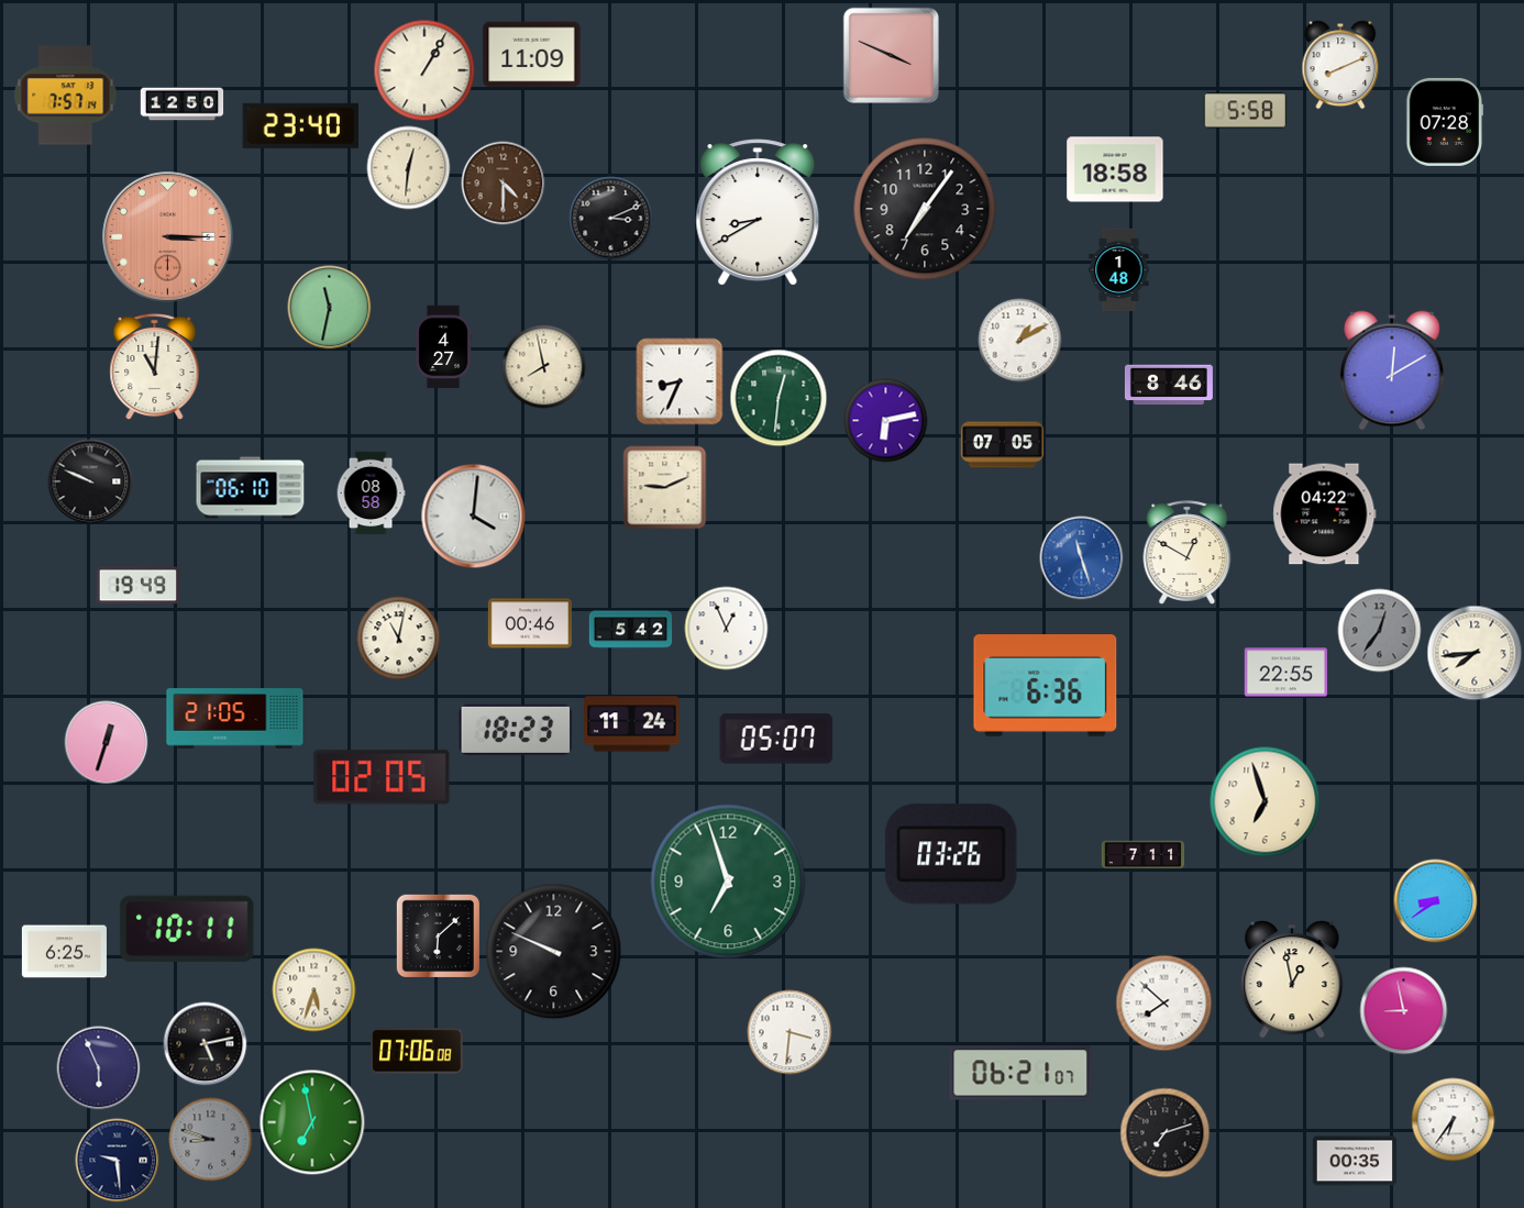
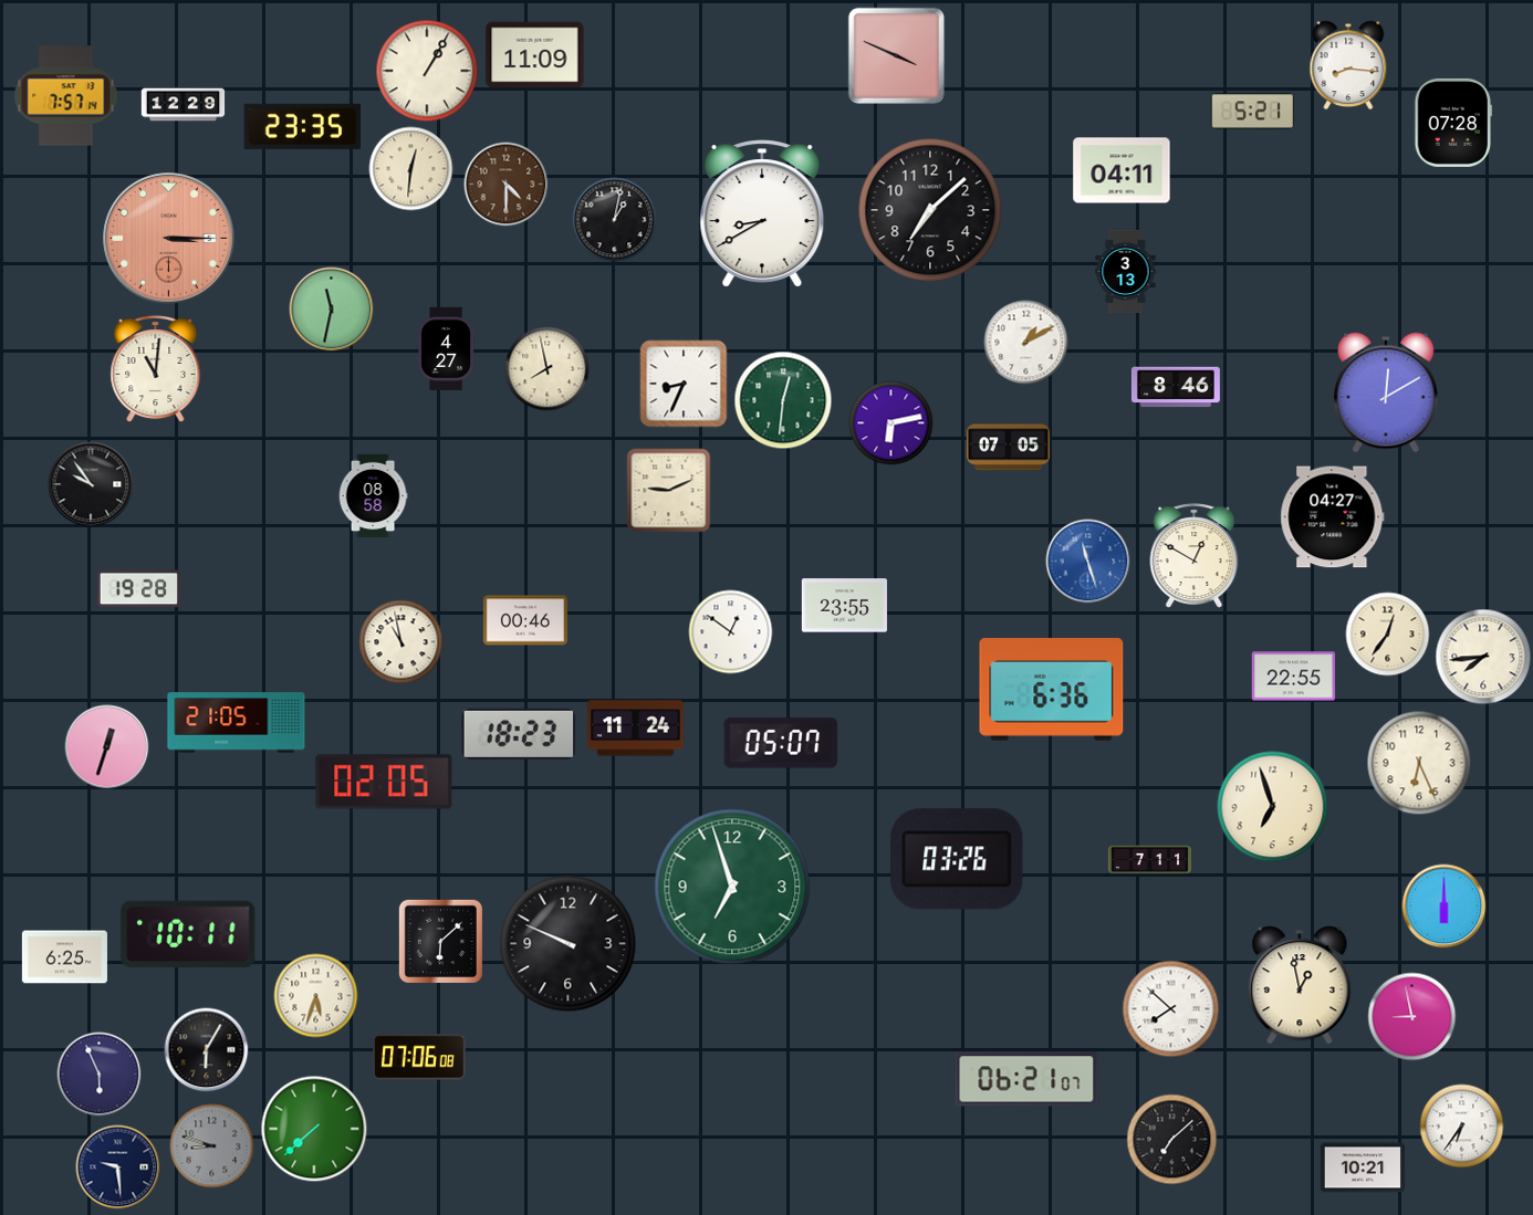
clock at (1340, 65): 8:11 -> 8:16
clock at (183, 104): 12:50 -> 12:29
clock at (1245, 111): 5:58 -> 5:21
clock at (300, 125): 23:40 -> 23:35
clock at (1115, 169): 18:58 -> 04:11
clock at (925, 209): 7:06 -> 7:08
clock at (611, 219): 3:11 -> 1:02
clock at (1119, 270): 1:48 -> 3:13
clock at (1393, 370) position: (1393, 370) -> (1387, 392)
clock at (90, 481): 9:49 -> 9:54
clock at (251, 488): 06:10 -> none
clock at (1325, 514): 04:22 -> 04:27
clock at (474, 517): 4:01 -> none
clock at (139, 586): 19:49 -> 19:28
clock at (844, 606): none -> 23:55
clock at (529, 623) position: (529, 623) -> (524, 620)
clock at (727, 629): 12:56 -> 12:51
clock at (631, 630): 5:42 -> none
clock at (1380, 631) dial: grey -> cream
clock at (399, 639): 11:02 -> 10:58
clock at (1419, 763): none -> 6:26
clock at (1436, 901): 8:39 -> 6:00
clock at (554, 952) position: (554, 952) -> (569, 944)
clock at (789, 1032): 3:31 -> none
clock at (206, 1044): 5:13 -> 6:05
clock at (312, 1122): 6:58 -> 7:38
clock at (1166, 1133): 7:12 -> 7:08
clock at (1354, 1161): 00:35 -> 10:21
